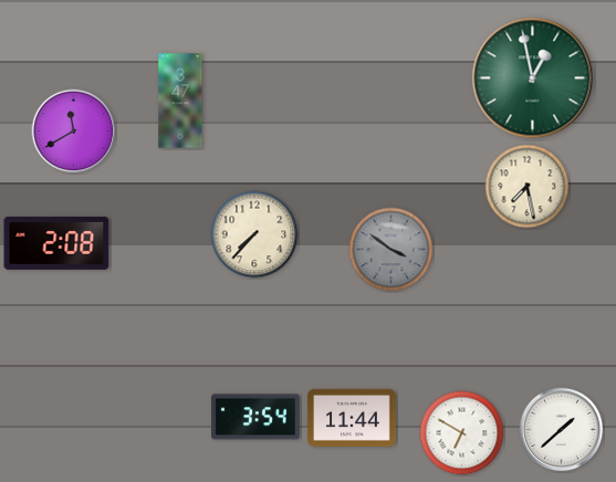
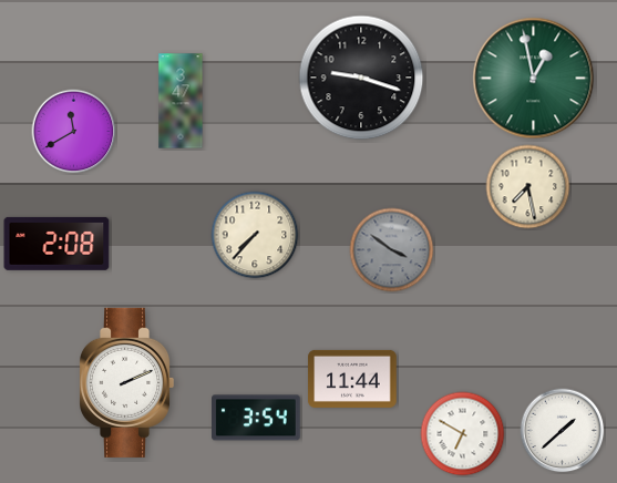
clock at (361, 78): none -> 9:18
clock at (127, 382): none -> 2:11
clock at (352, 418) position: (352, 418) -> (352, 379)
